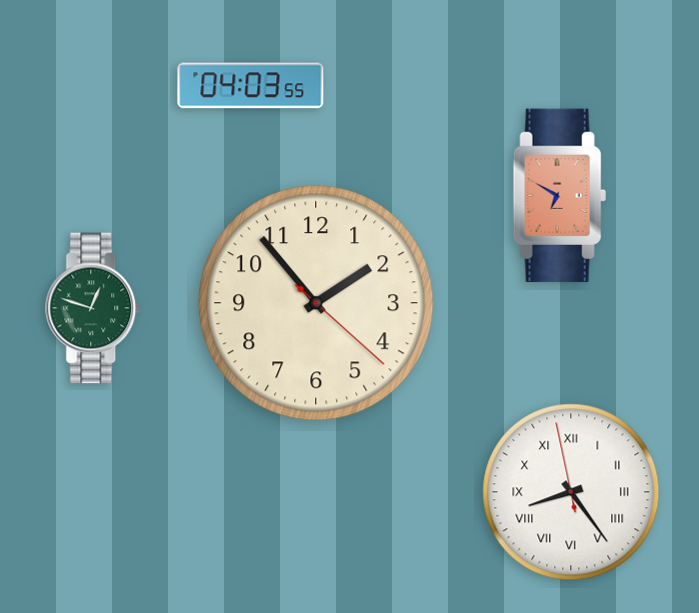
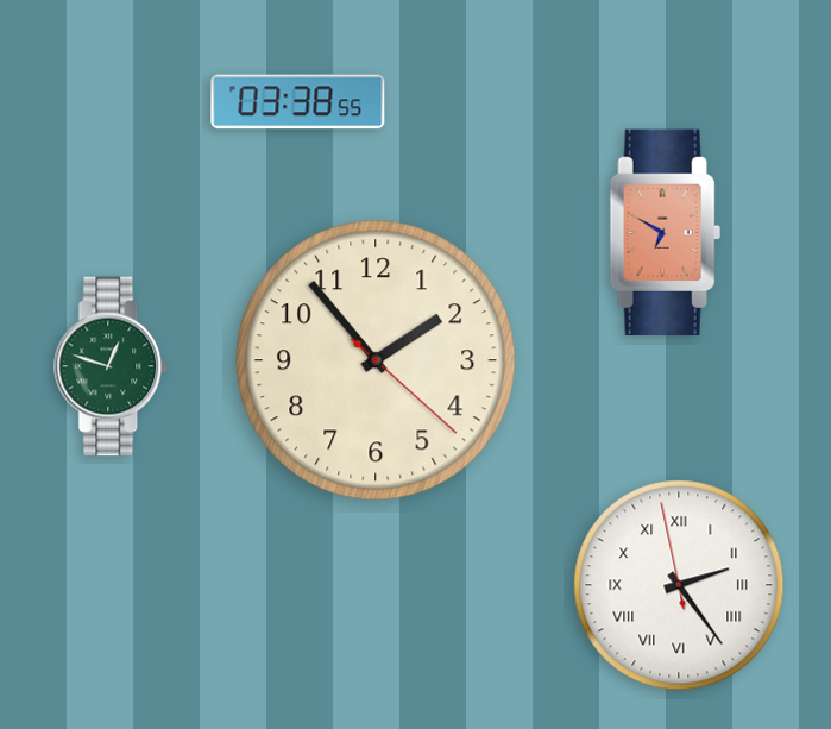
clock at (251, 86): 04:03 -> 03:38
clock at (571, 492): 8:23 -> 2:23
